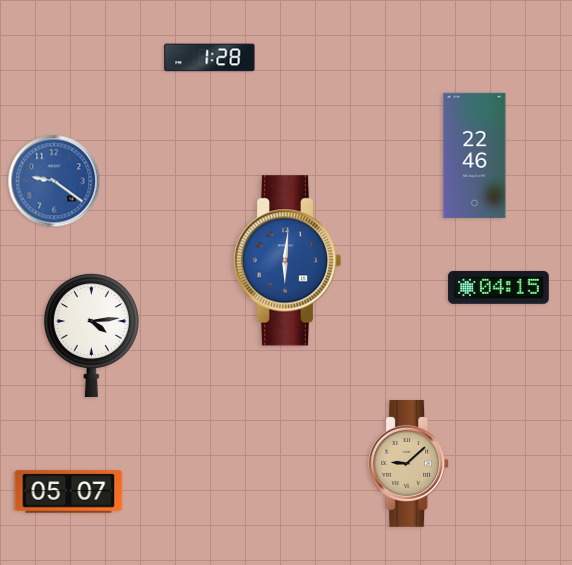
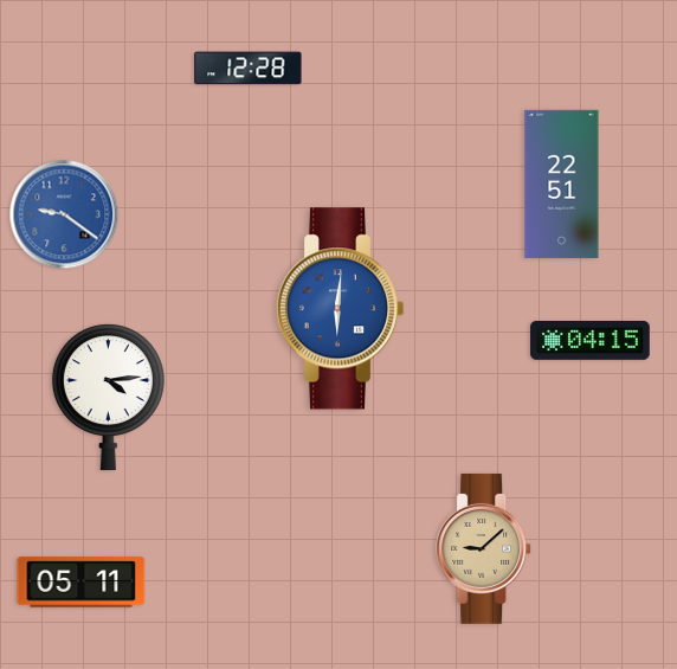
clock at (210, 58): 1:28 -> 12:28
clock at (475, 155): 22:46 -> 22:51
clock at (69, 492): 05:07 -> 05:11
